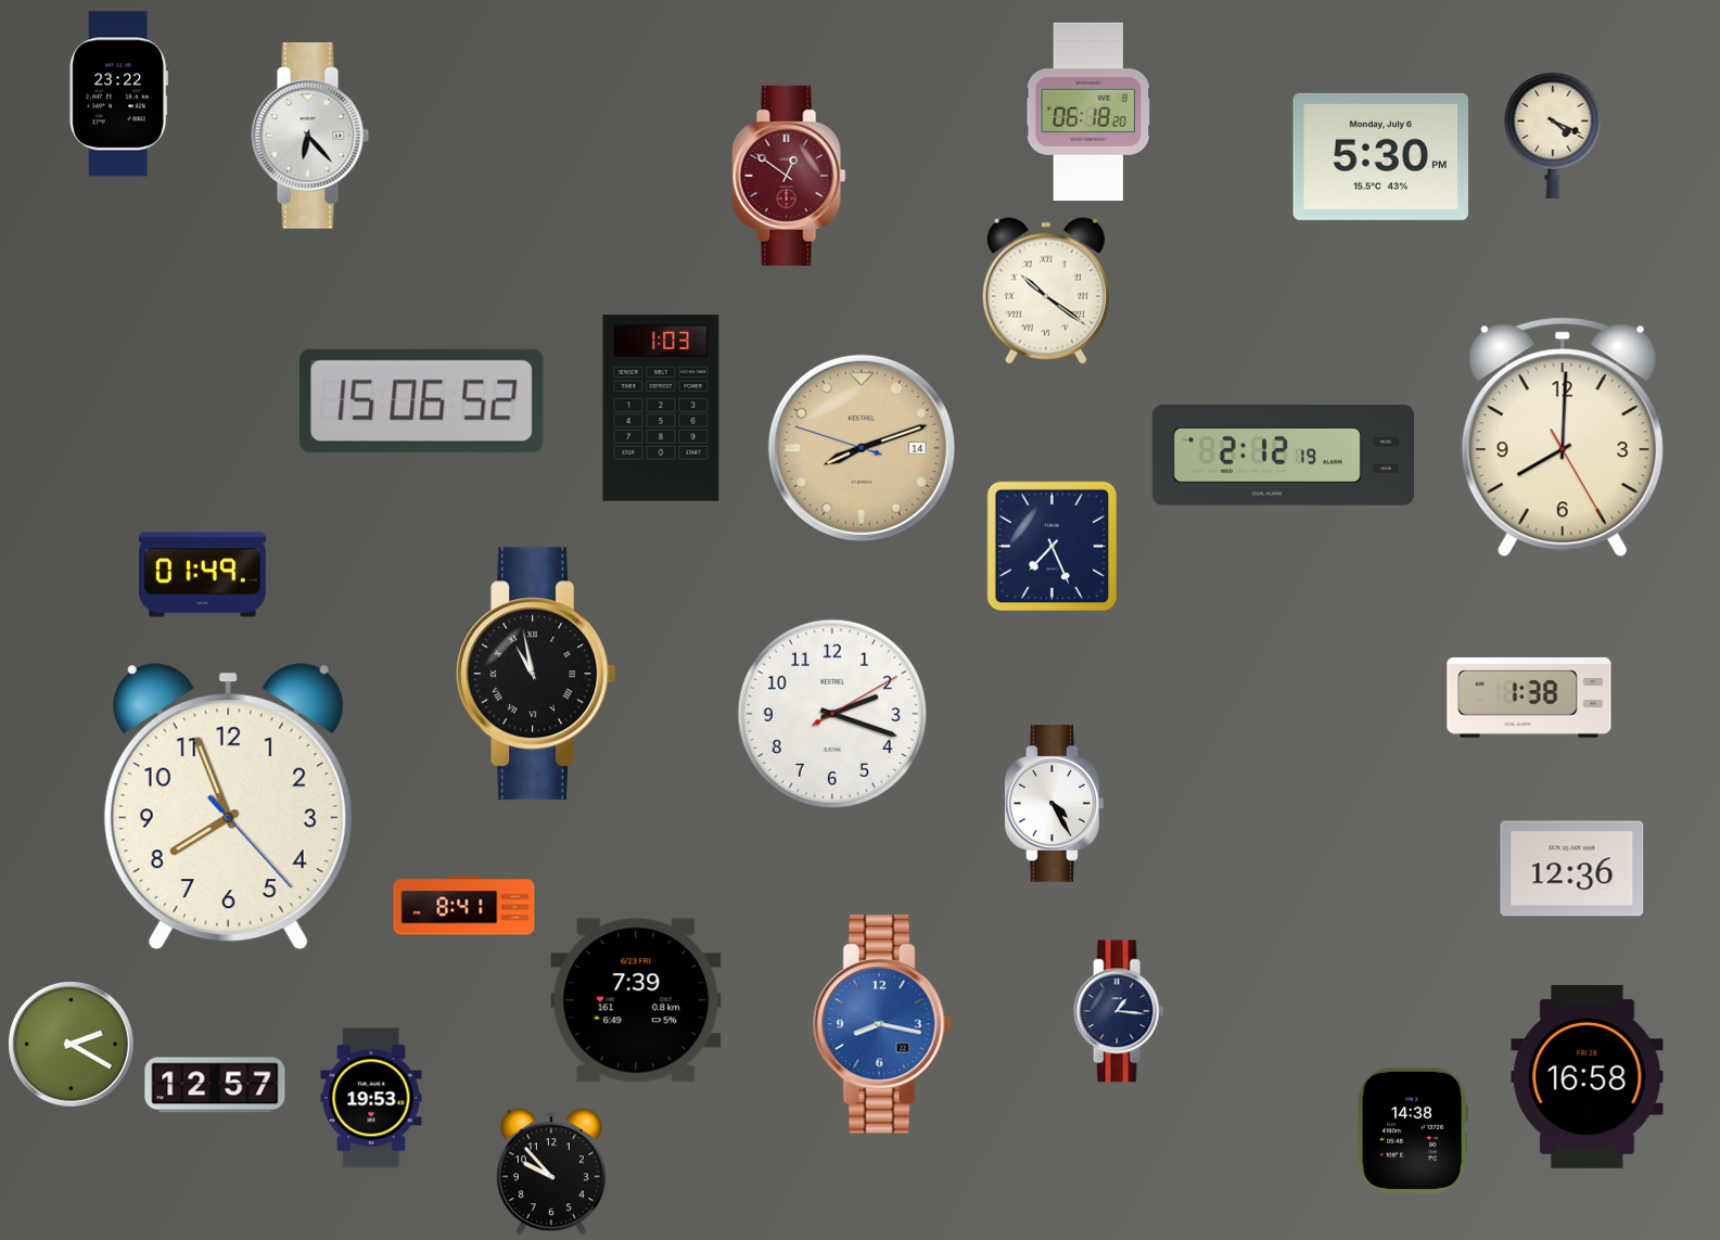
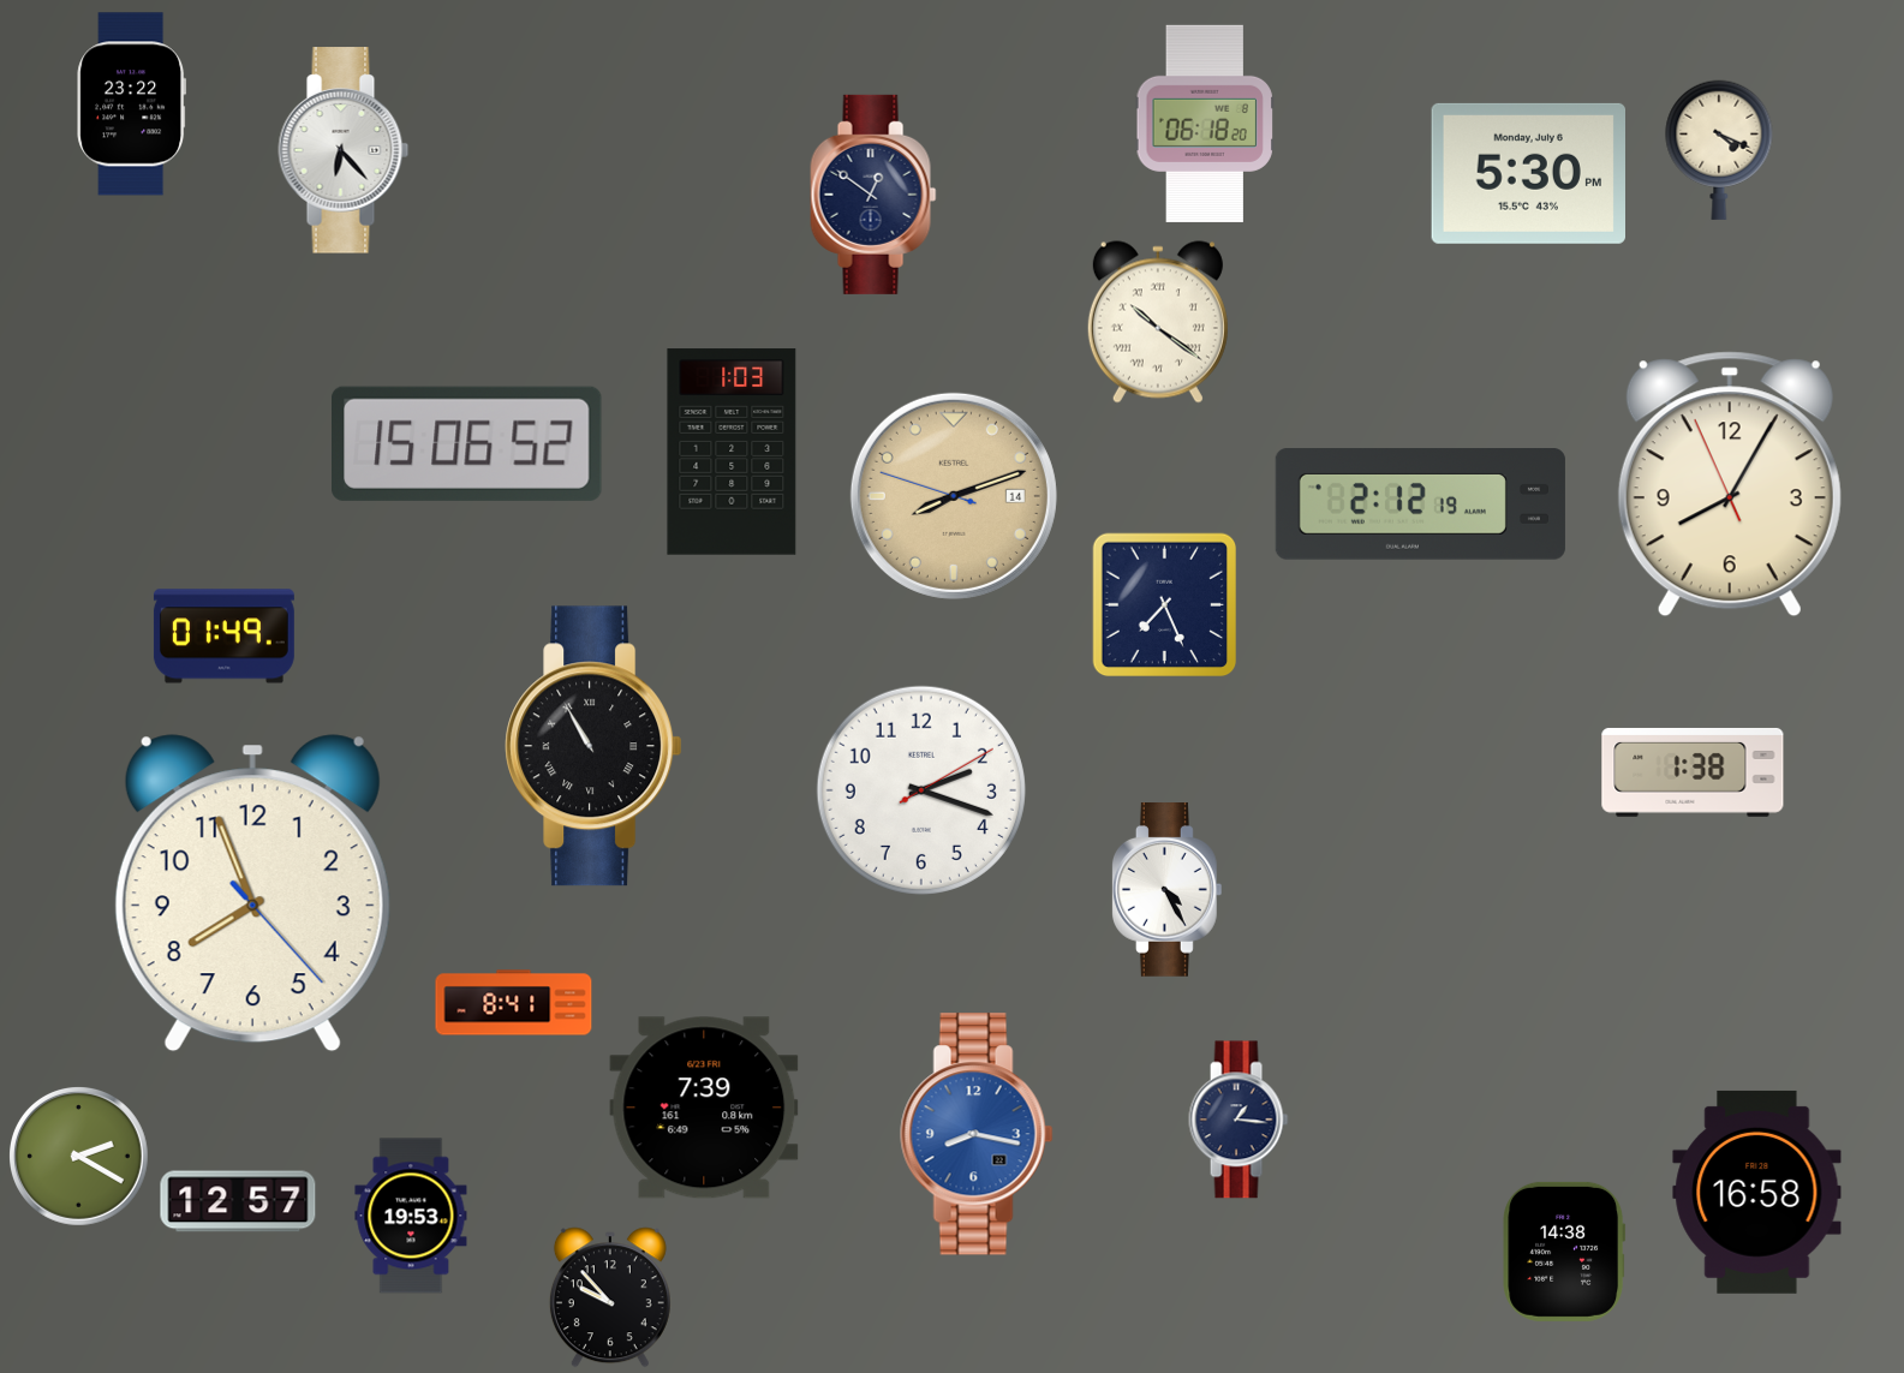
clock at (789, 176) dial: burgundy -> navy
clock at (1563, 437): 8:00 -> 8:04
clock at (536, 674): 10:58 -> 10:55
clock at (1572, 869): 12:36 -> none
